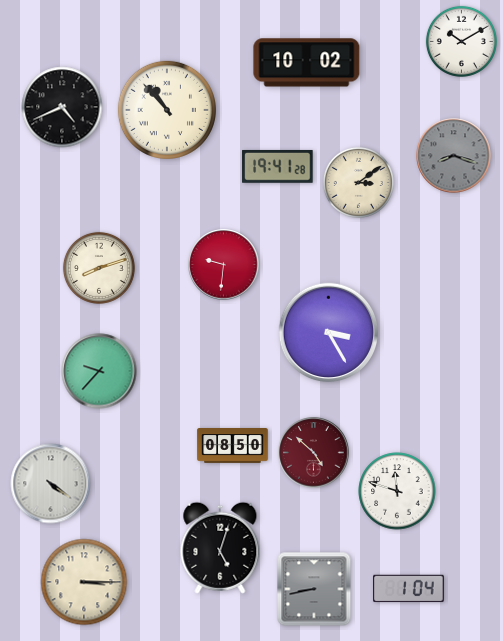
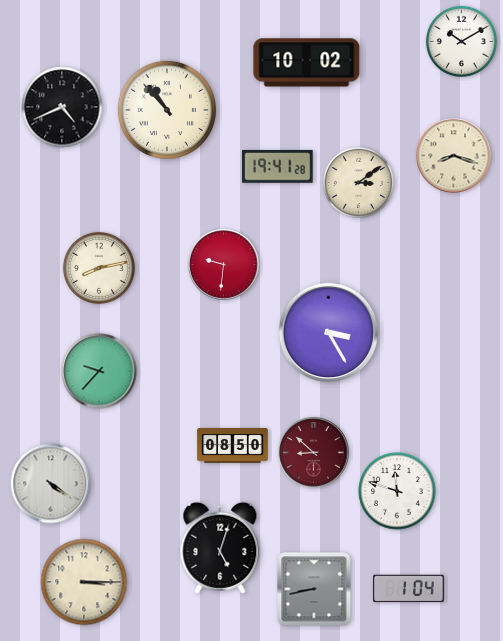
clock at (454, 156) dial: grey -> cream
clock at (99, 268): 8:12 -> 8:13
clock at (314, 453): 4:52 -> 8:52
